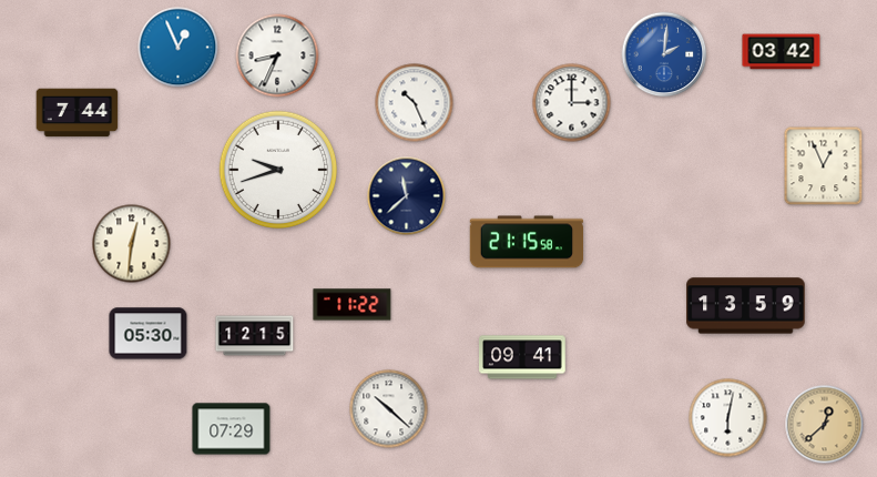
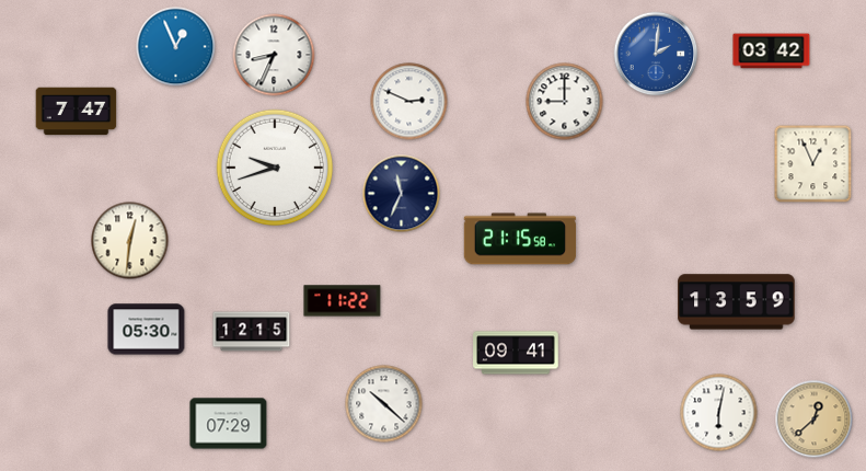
clock at (415, 103): 10:26 -> 2:49
clock at (572, 103): 3:00 -> 9:00
clock at (78, 113): 7:44 -> 7:47
clock at (407, 196): 11:38 -> 11:34
clock at (353, 305) position: (353, 305) -> (343, 301)
